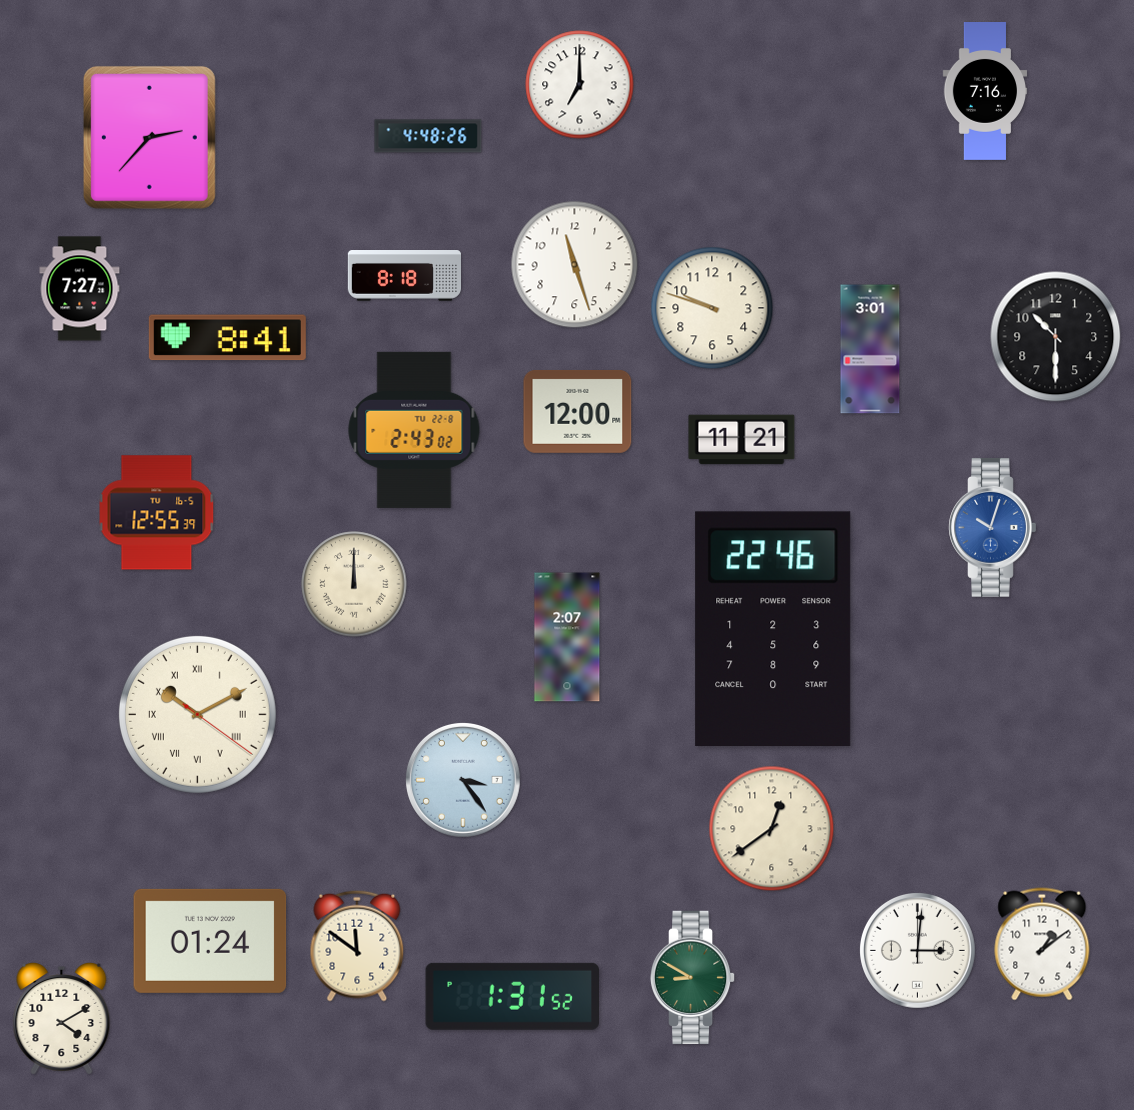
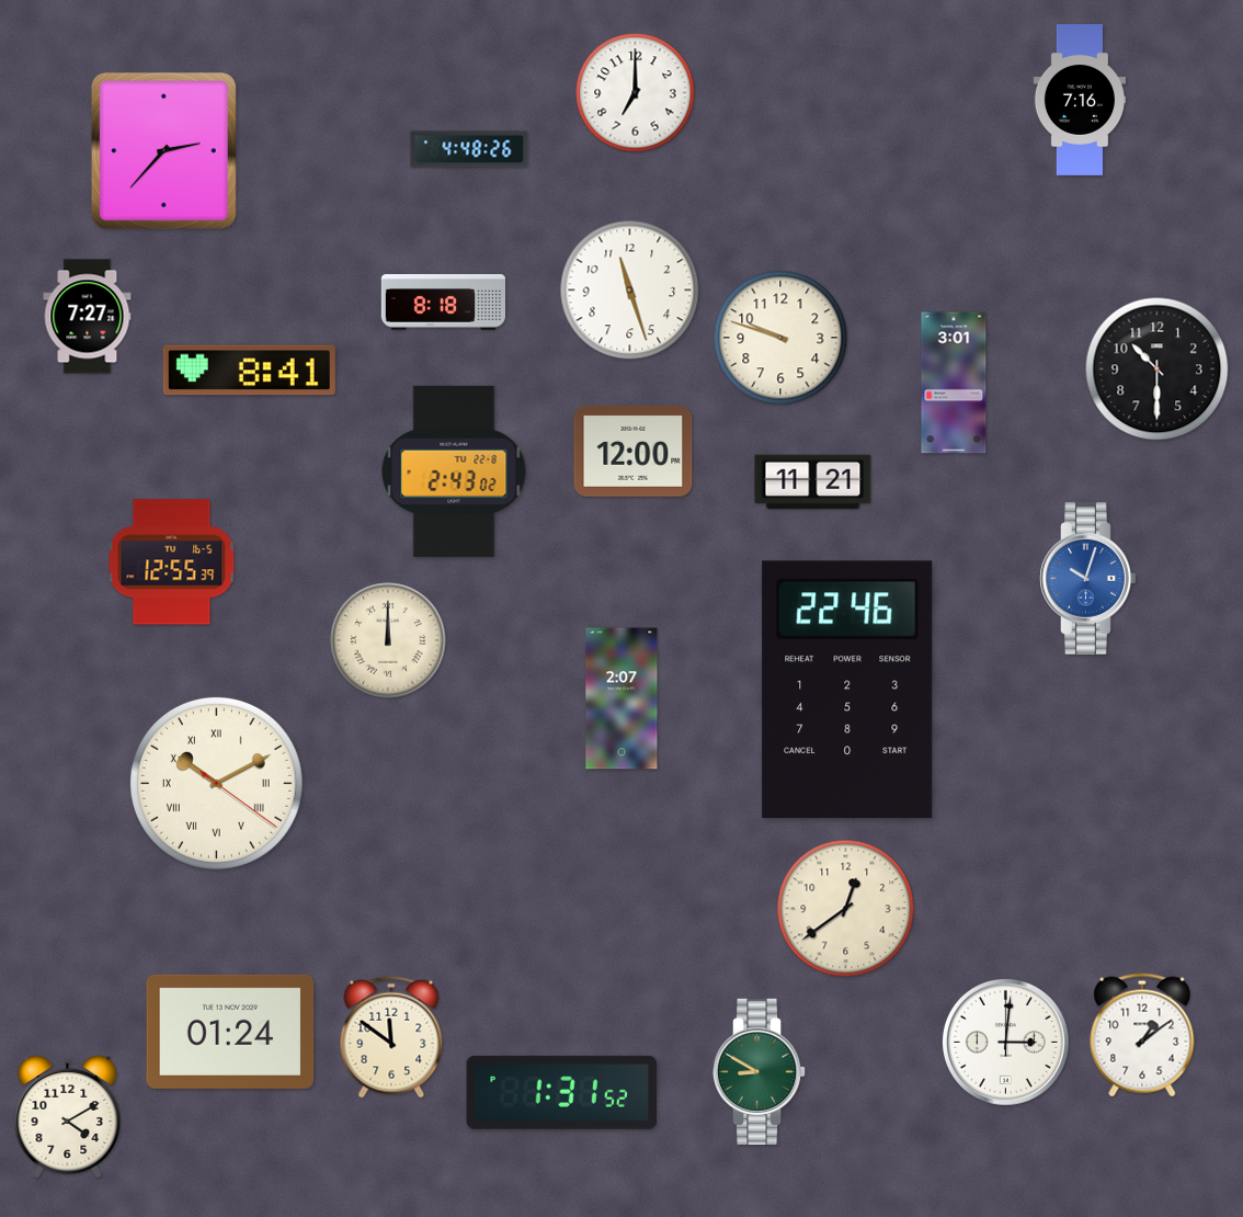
clock at (463, 780): 3:24 -> none
